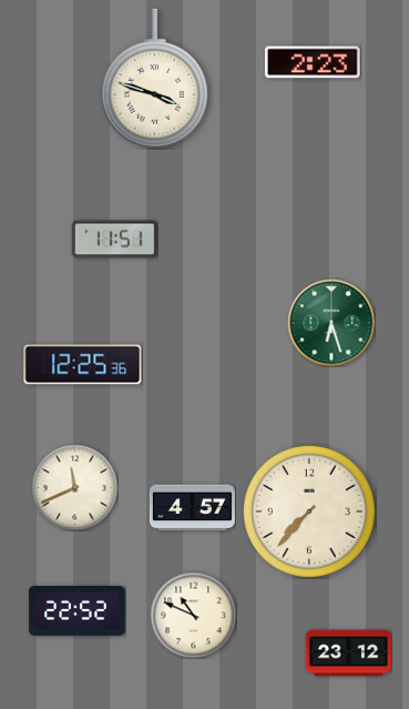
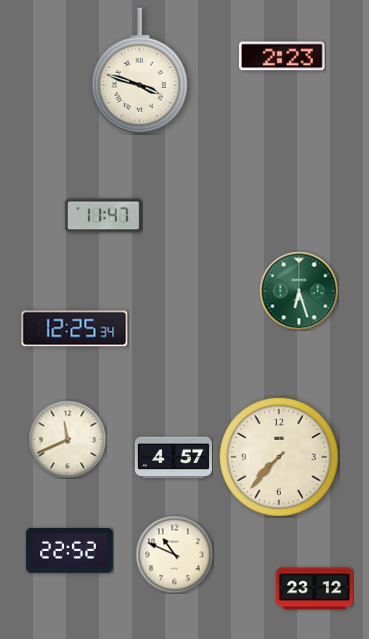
clock at (114, 240): 11:51 -> 11:47
clock at (83, 365): 12:25:36 -> 12:25:34
clock at (309, 512) position: (309, 512) -> (279, 457)
